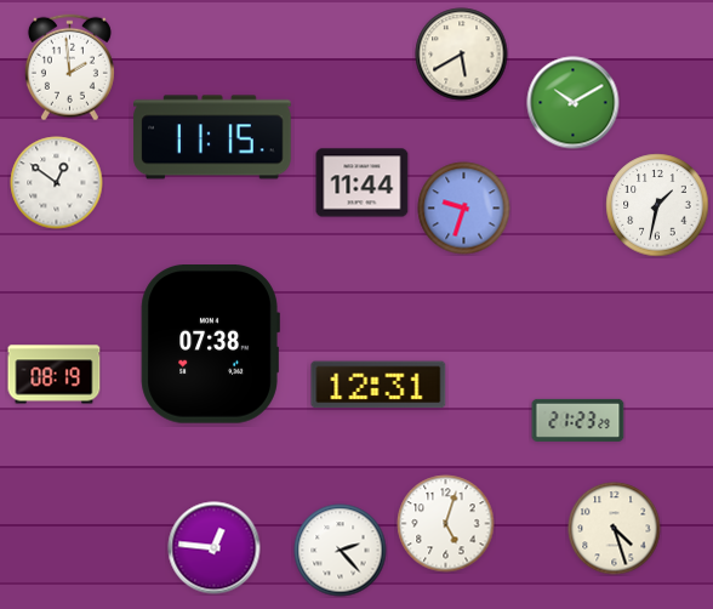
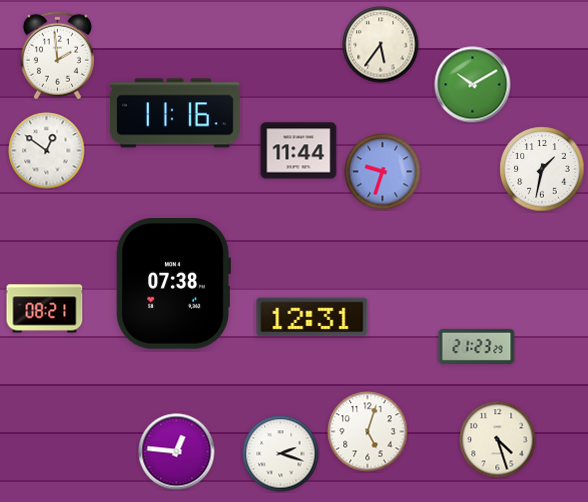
clock at (462, 55): 5:40 -> 5:36
clock at (212, 137): 11:15 -> 11:16
clock at (55, 375): 08:19 -> 08:21
clock at (615, 529) position: (615, 529) -> (498, 440)
clock at (341, 551): 2:23 -> 2:18
